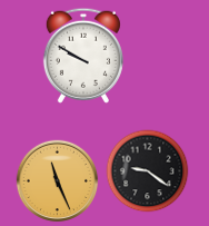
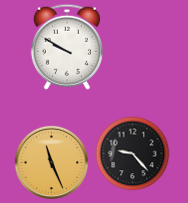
clock at (83, 56) position: (83, 56) -> (67, 47)
clock at (148, 171): 9:21 -> 9:23
